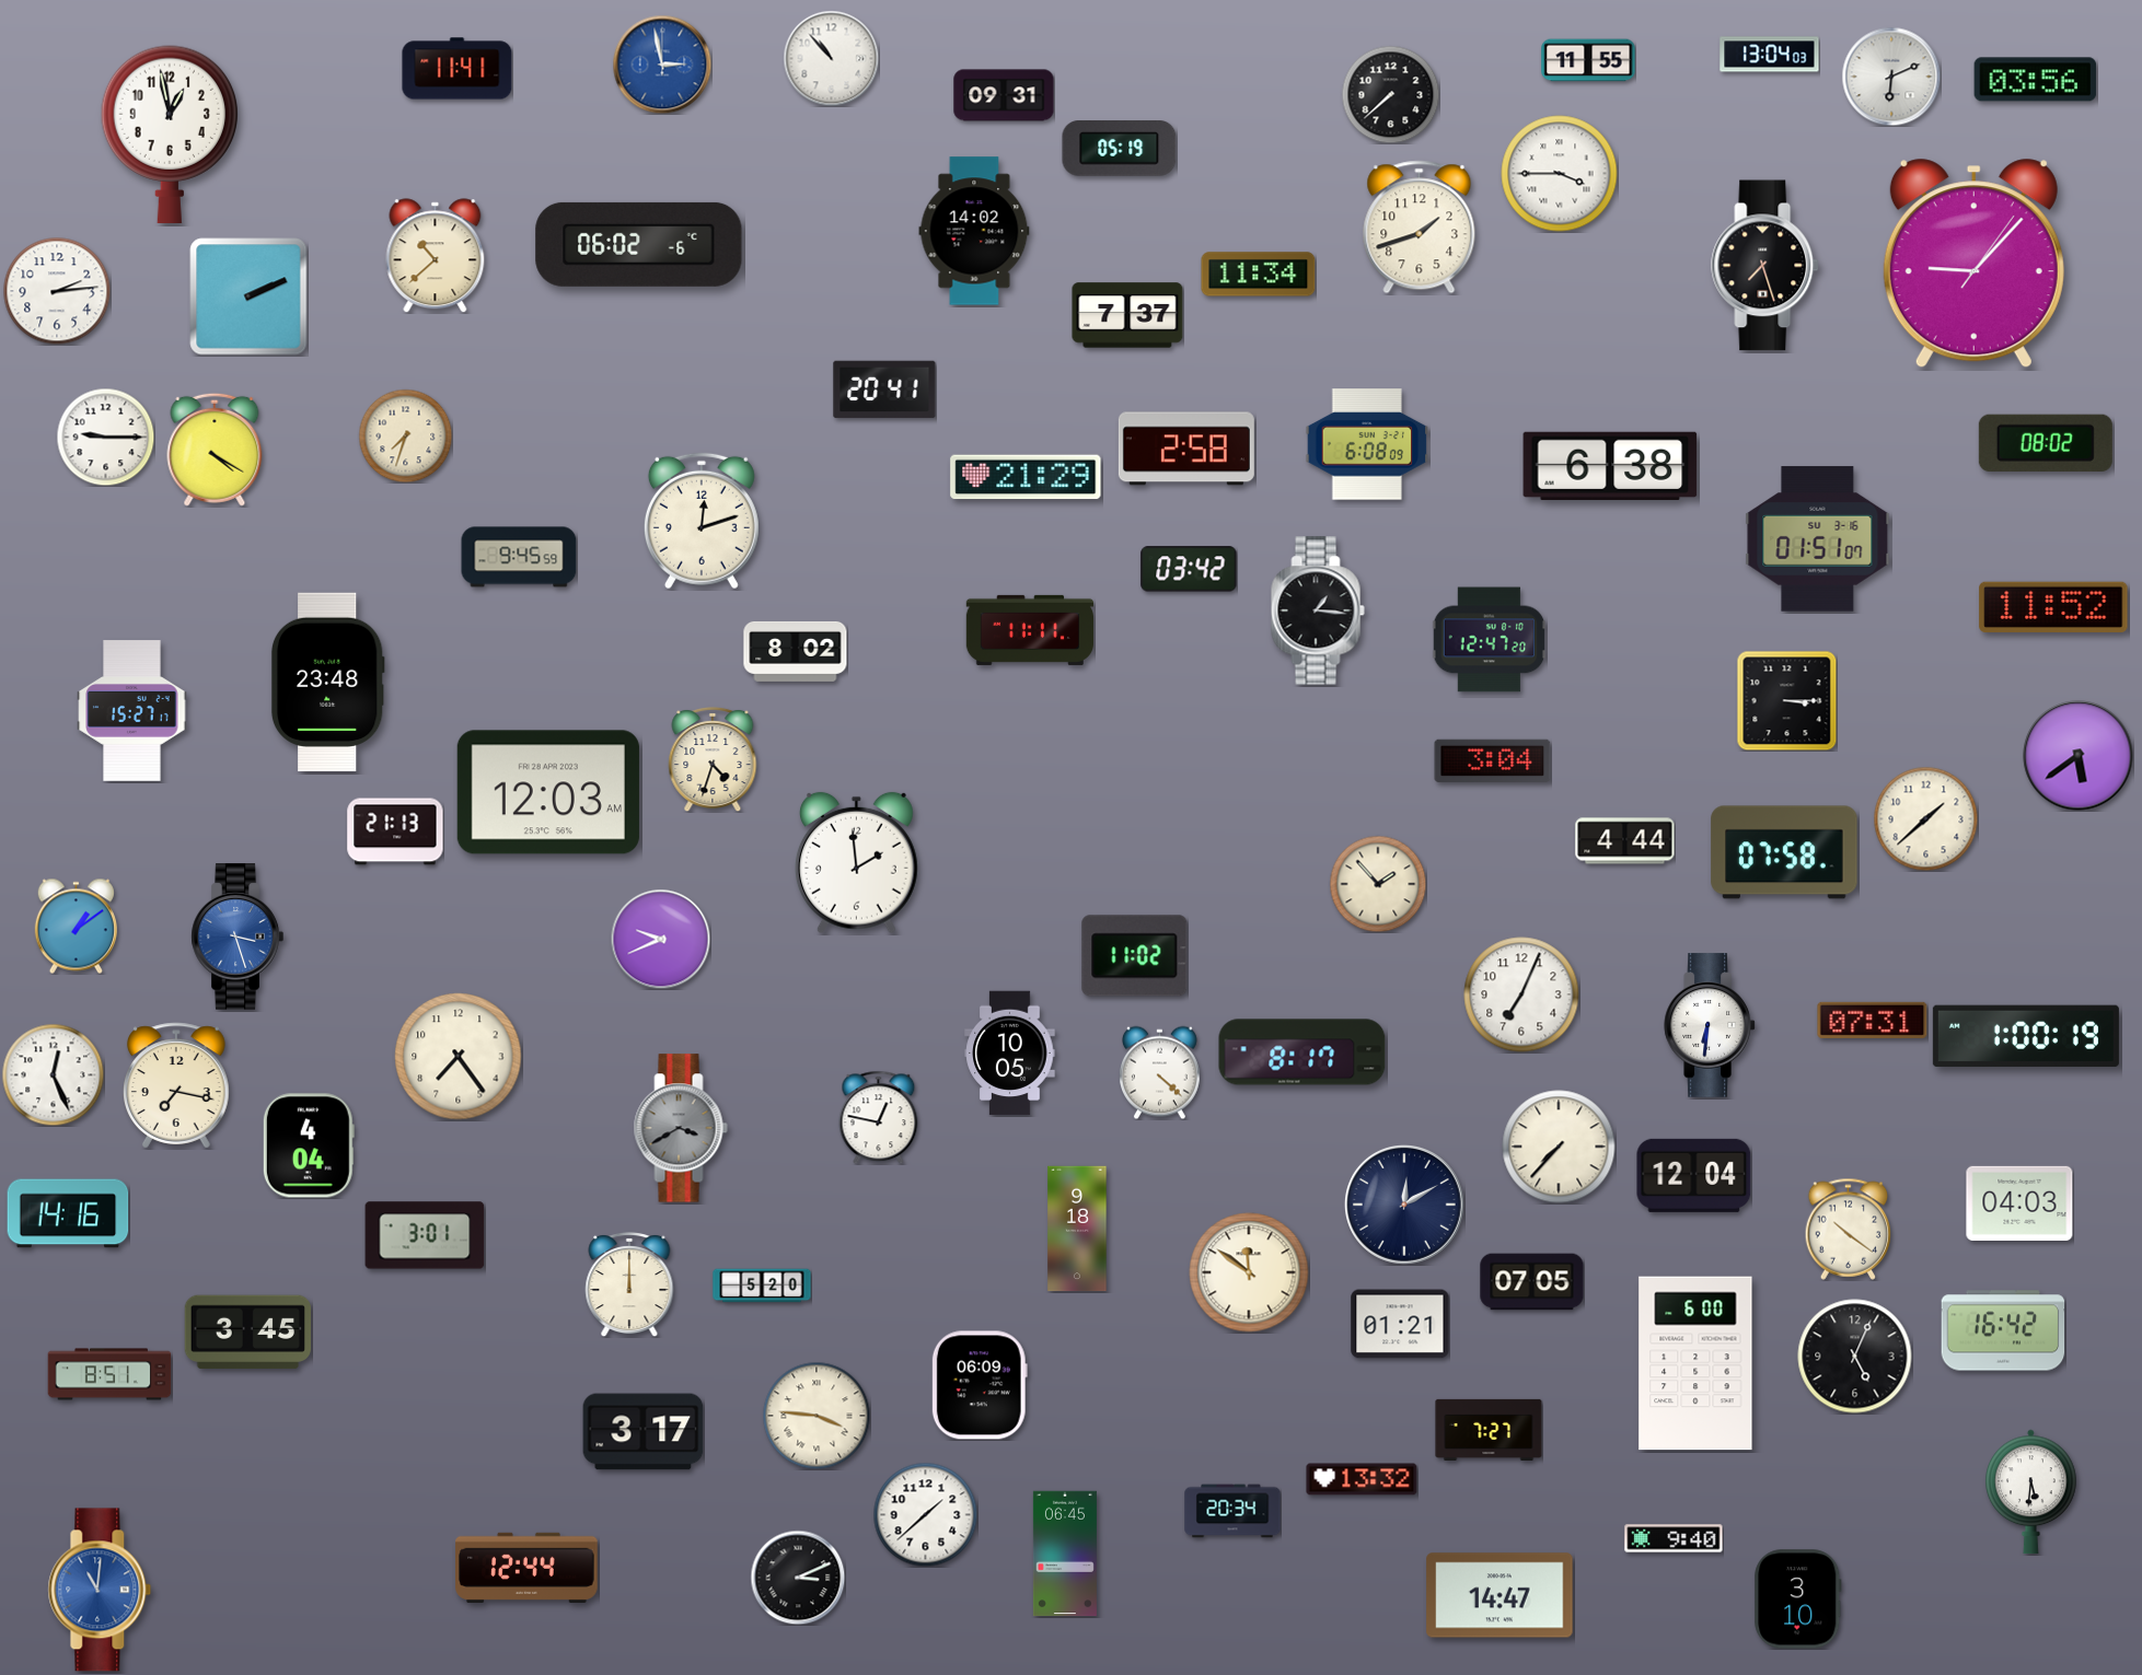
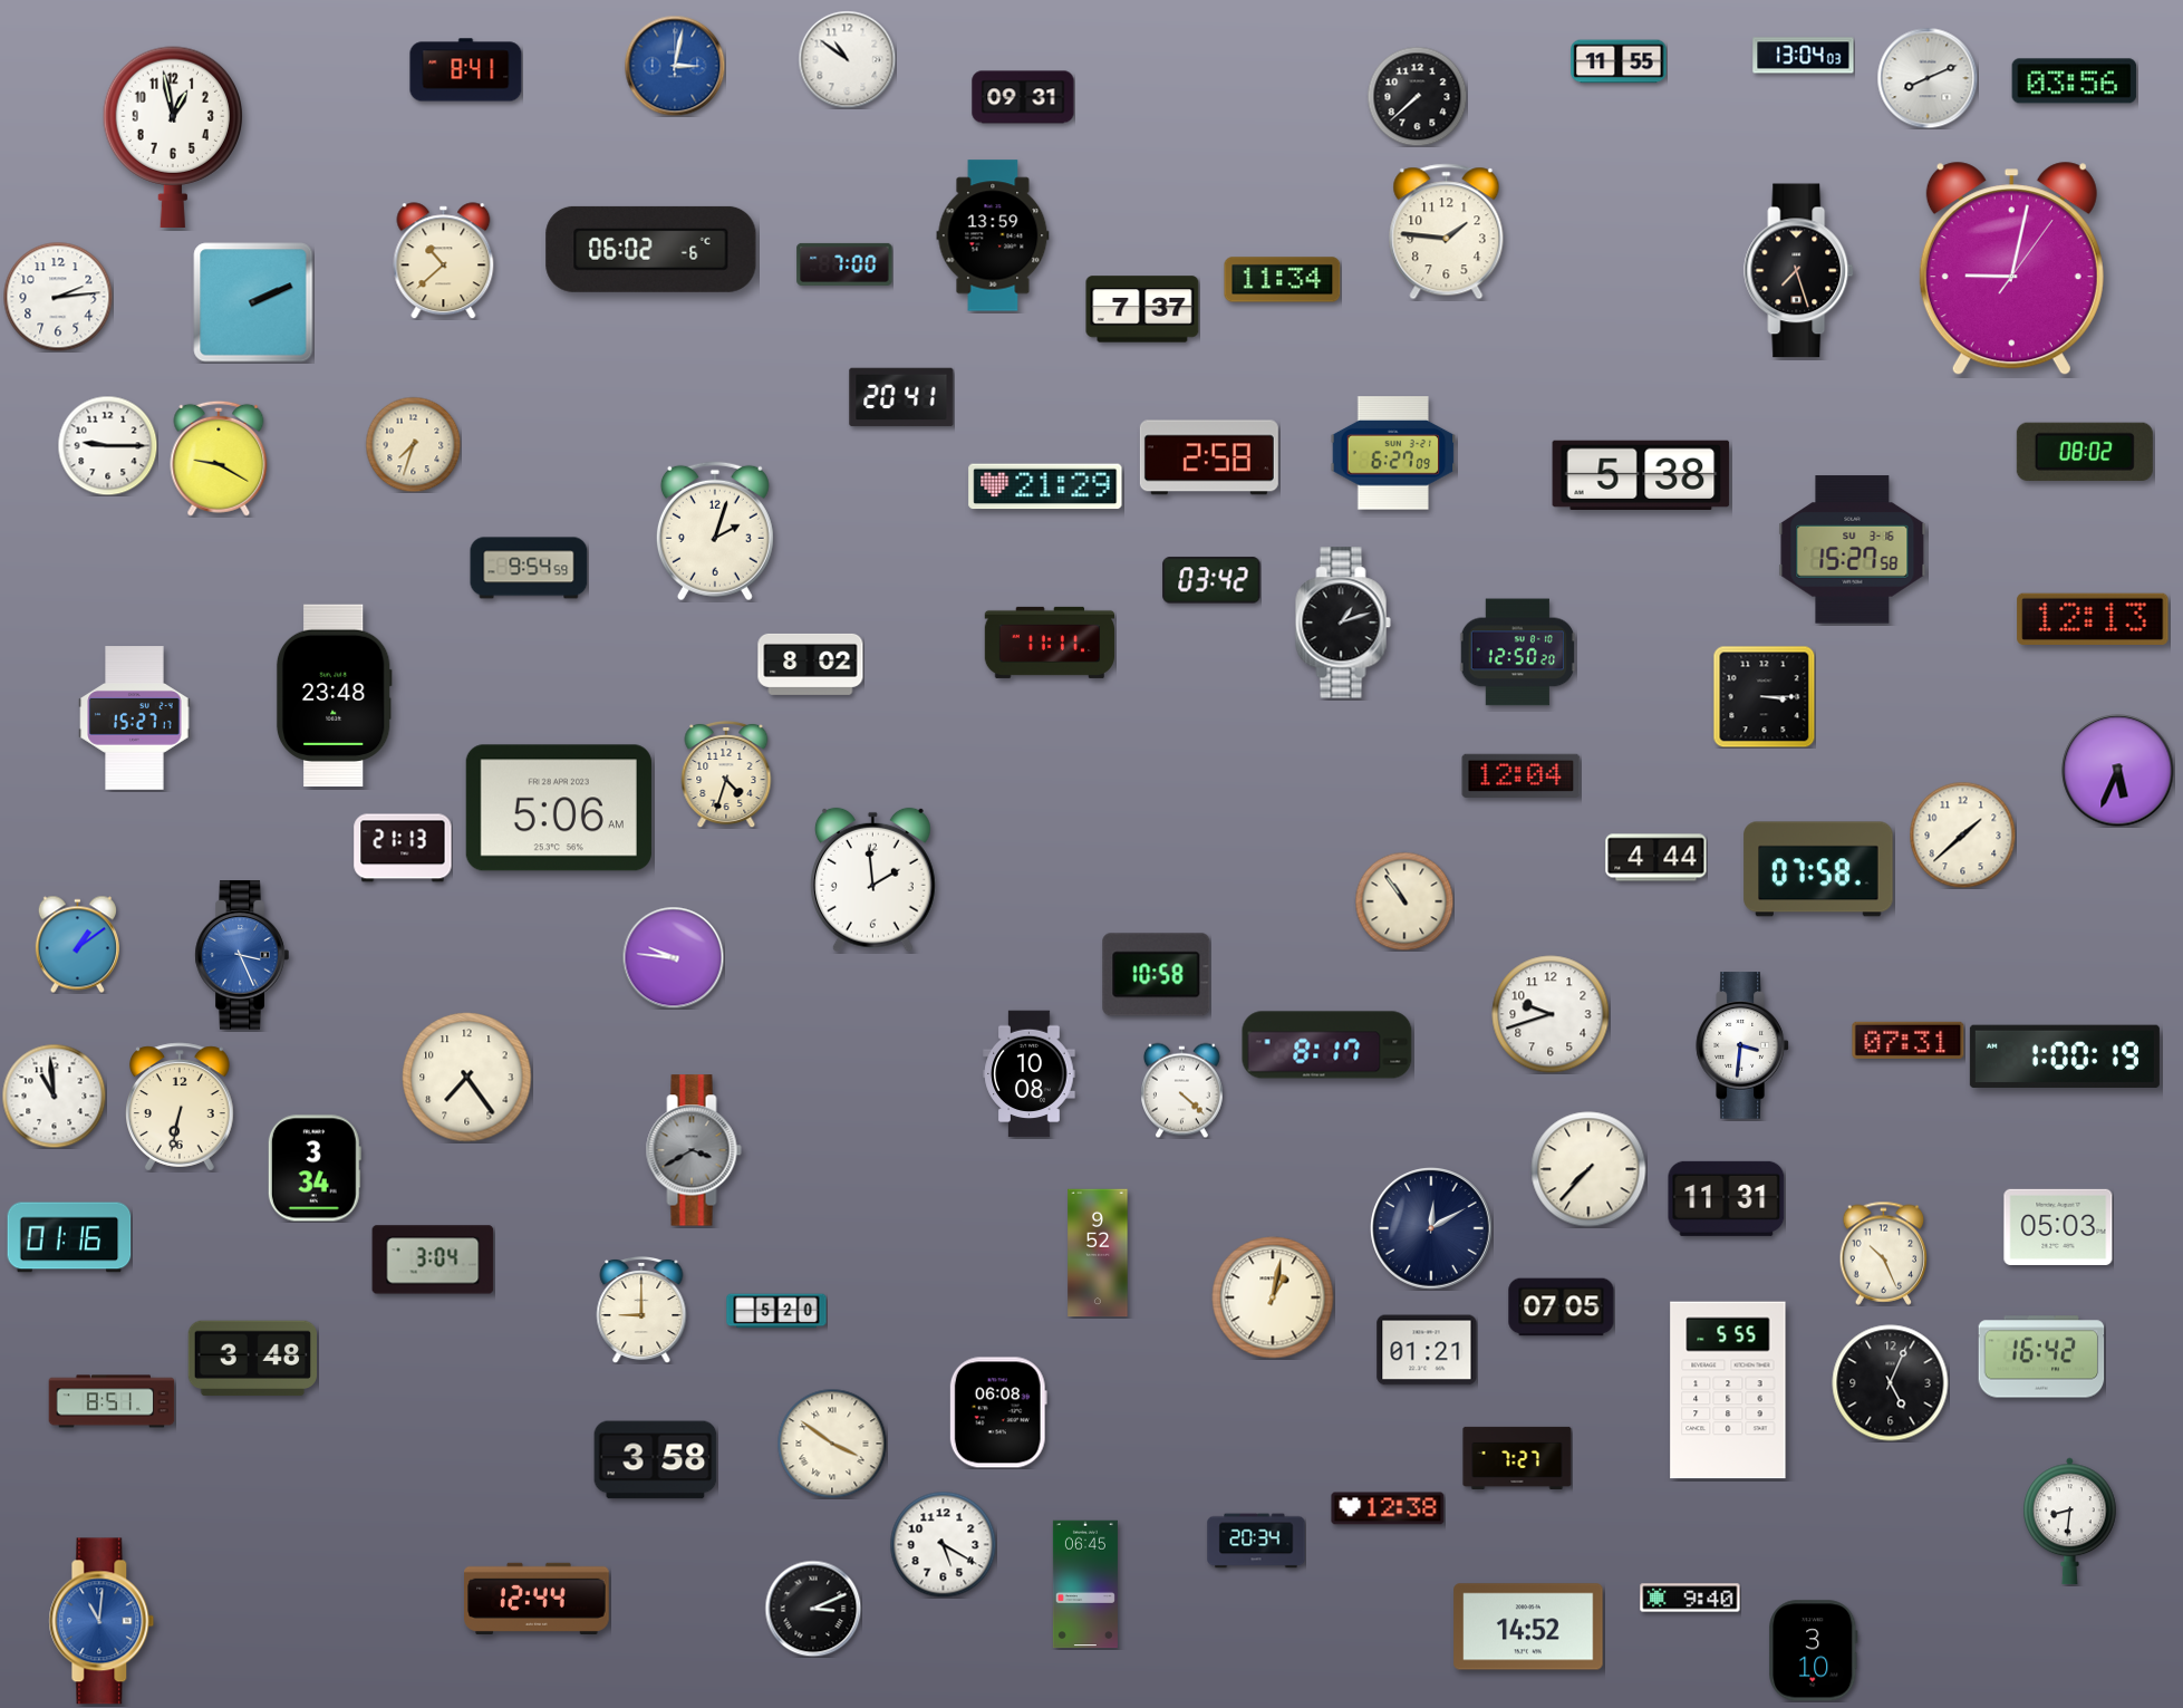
clock at (831, 58): 10:53 -> 10:51
clock at (662, 65): 2:58 -> 3:02
clock at (458, 69): 11:41 -> 8:41
clock at (1891, 77): 6:11 -> 8:11
clock at (1120, 149): 05:19 -> none
clock at (1560, 174): 3:45 -> none
clock at (1420, 228): 1:42 -> 1:46
clock at (974, 231): 14:02 -> 13:59
clock at (844, 264): none -> 7:00
clock at (1973, 264): 9:07 -> 9:02
clock at (1127, 315) position: (1127, 315) -> (1142, 309)
clock at (1367, 444): 6:08 -> 6:27
clock at (215, 450): 4:20 -> 9:20
clock at (1610, 465): 6:38 -> 5:38
clock at (702, 521): 12:12 -> 2:03
clock at (1818, 539): 01:51 -> 15:27
clock at (519, 557): 9:45 -> 9:54
clock at (2053, 607): 11:52 -> 12:13
clock at (1318, 610): 1:16 -> 1:12
clock at (1489, 640): 12:47 -> 12:50
clock at (1786, 700) position: (1786, 700) -> (1764, 696)
clock at (132, 711) position: (132, 711) -> (135, 718)
clock at (2079, 756): 5:39 -> 5:34
clock at (1493, 760): 3:04 -> 12:04
clock at (548, 792): 12:03 -> 5:06
clock at (1378, 884): 1:53 -> 10:54
clock at (238, 937): 3:27 -> 3:26
clock at (660, 939): 9:41 -> 9:46
clock at (1135, 956): 11:02 -> 10:58
clock at (1521, 994): 7:04 -> 9:42
clock at (1710, 1025): 6:31 -> 3:31
clock at (1302, 1052) position: (1302, 1052) -> (1327, 1045)
clock at (1010, 1054): 10:05 -> 10:08
clock at (1160, 1072) position: (1160, 1072) -> (1182, 1090)
clock at (53, 1074): 12:26 -> 10:59
clock at (177, 1085): 7:17 -> 6:32
clock at (879, 1117): 12:47 -> none
clock at (309, 1145): 4:04 -> 3:34
clock at (1694, 1175): 12:04 -> 11:31
clock at (2019, 1203): 04:03 -> 05:03
clock at (68, 1213): 14:16 -> 01:16
clock at (1077, 1229): 9:18 -> 9:52
clock at (1849, 1229): 10:21 -> 10:26
clock at (425, 1235): 3:01 -> 3:04
clock at (1249, 1272): 11:51 -> 1:02
clock at (629, 1284): 12:00 -> 9:00
clock at (247, 1333): 3:45 -> 3:48
clock at (1695, 1363): 6:00 -> 5:55
clock at (980, 1385): 06:09 -> 06:08
clock at (817, 1416): 3:46 -> 3:51
clock at (644, 1432): 3:17 -> 3:58
clock at (1362, 1479): 13:32 -> 12:38
clock at (2031, 1492): 5:31 -> 8:31
clock at (925, 1514): 1:38 -> 5:20
clock at (1674, 1538) position: (1674, 1538) -> (1690, 1598)
clock at (1500, 1595): 14:47 -> 14:52
clock at (1798, 1600) position: (1798, 1600) -> (1814, 1651)
